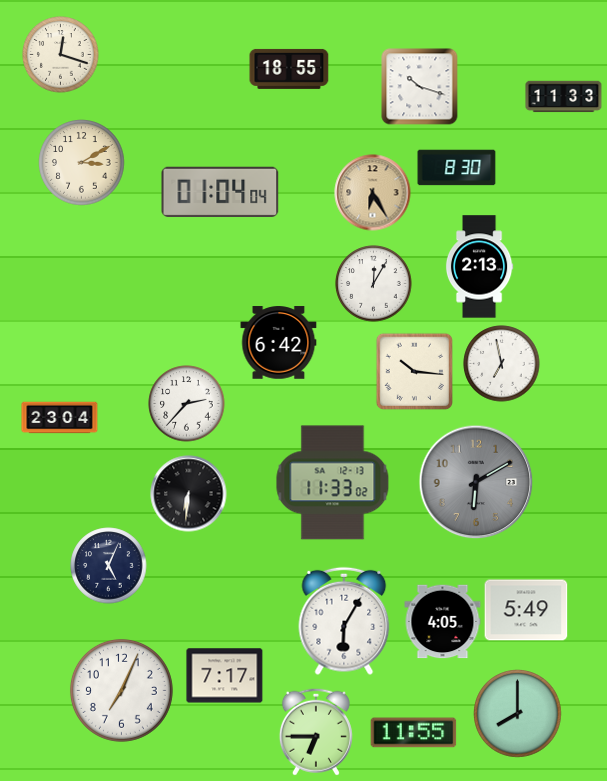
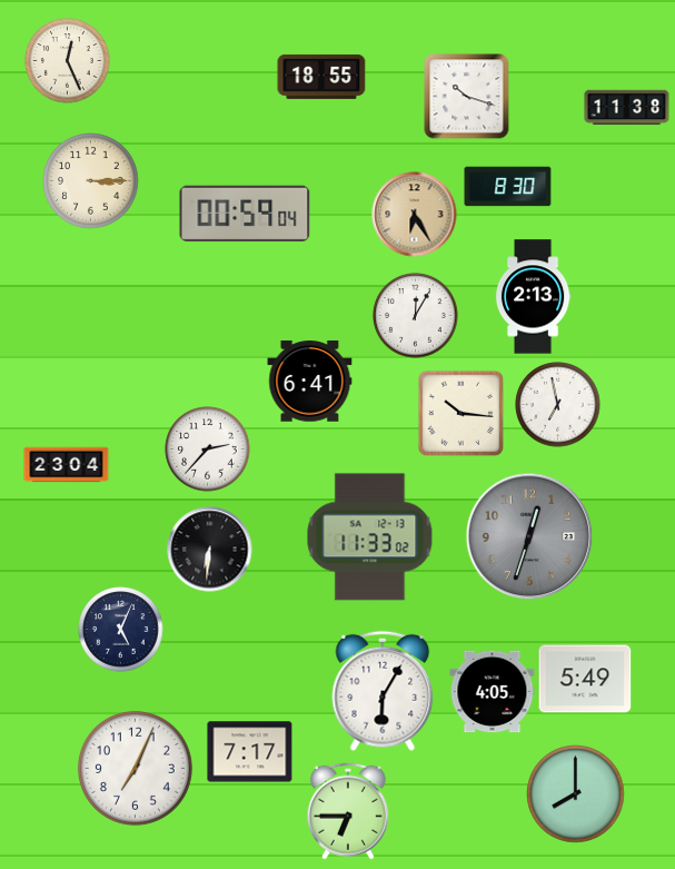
clock at (61, 55): 12:18 -> 12:26
clock at (564, 97): 11:33 -> 11:38
clock at (82, 163): 3:10 -> 3:15
clock at (220, 191): 01:04 -> 00:59
clock at (279, 343): 6:42 -> 6:41
clock at (476, 482): 6:10 -> 12:33
clock at (316, 732) position: (316, 732) -> (348, 811)
clock at (414, 733): 11:55 -> none
